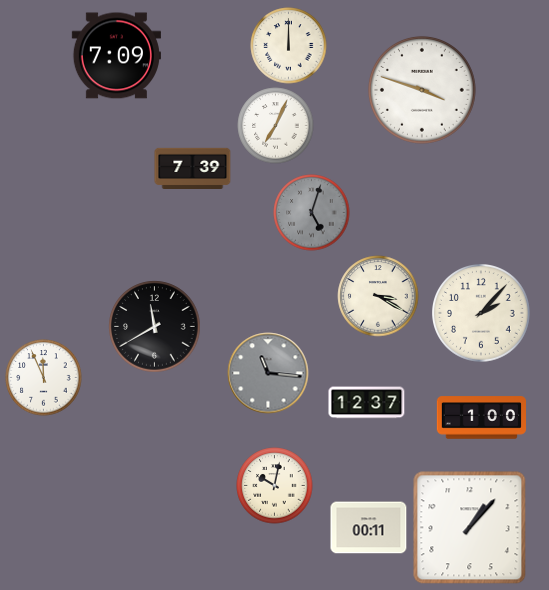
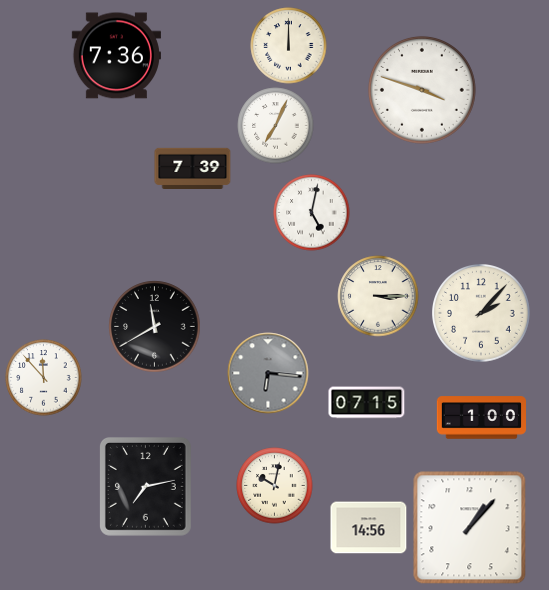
clock at (116, 56): 7:09 -> 7:36
clock at (312, 213): 5:03 -> 5:02
clock at (312, 213) dial: grey -> white
clock at (378, 296): 3:20 -> 3:15
clock at (268, 373): 11:16 -> 6:16
clock at (44, 378): 11:56 -> 11:53
clock at (367, 403): 12:37 -> 07:15
clock at (145, 486): none -> 7:13
clock at (369, 528): 00:11 -> 14:56
